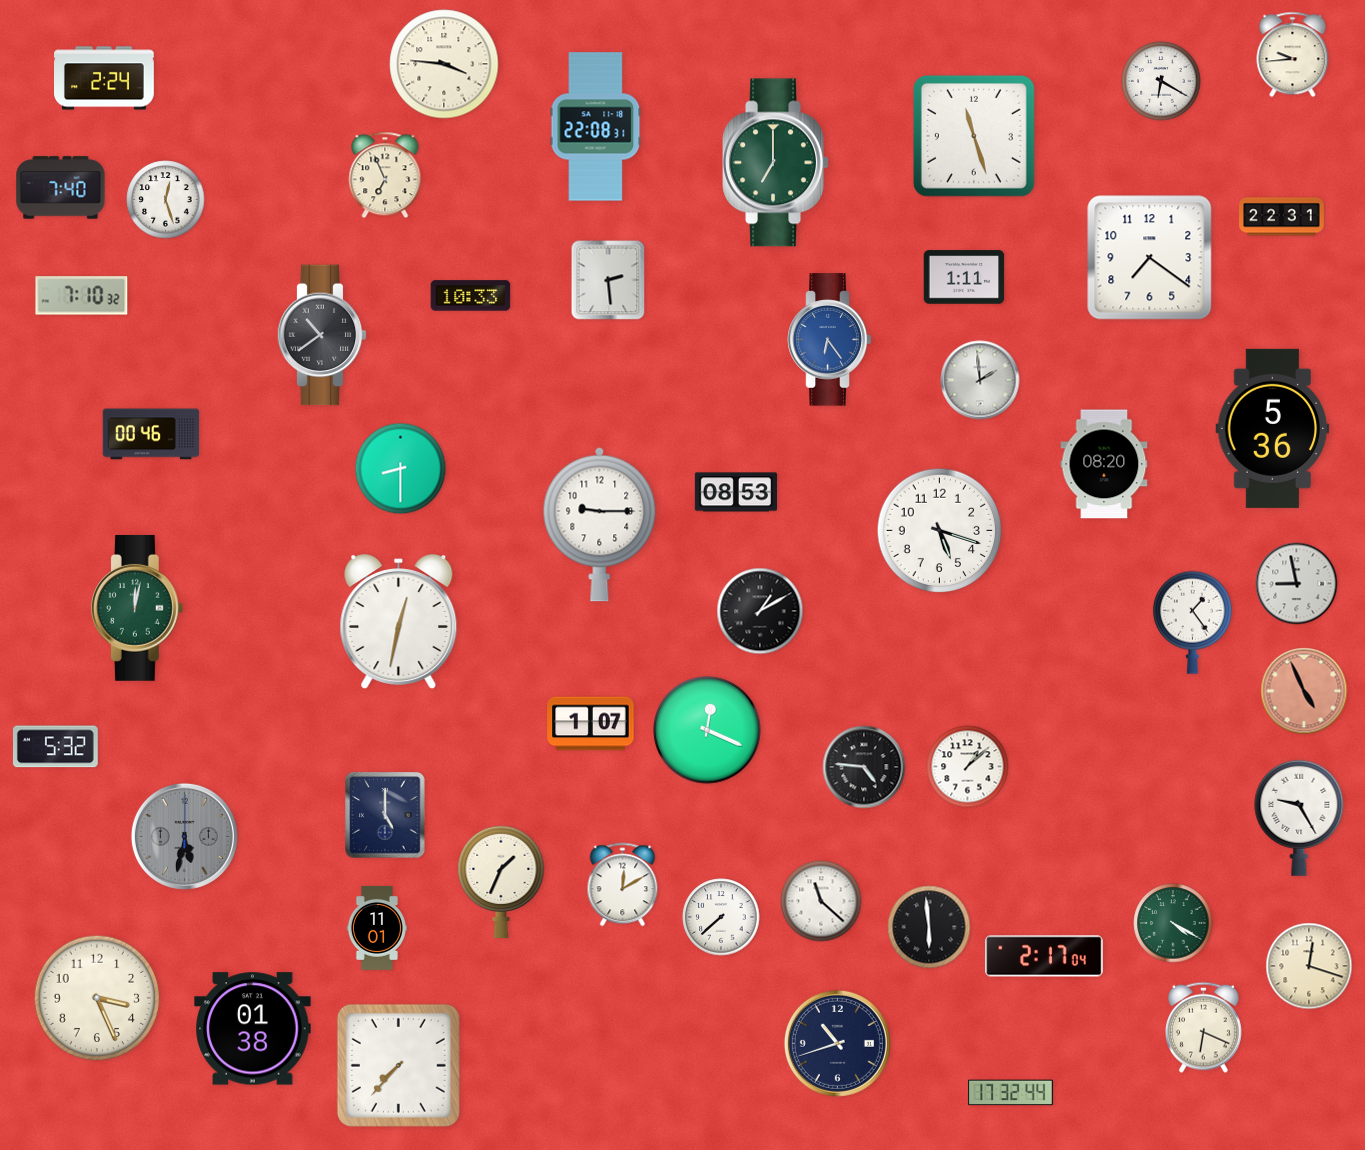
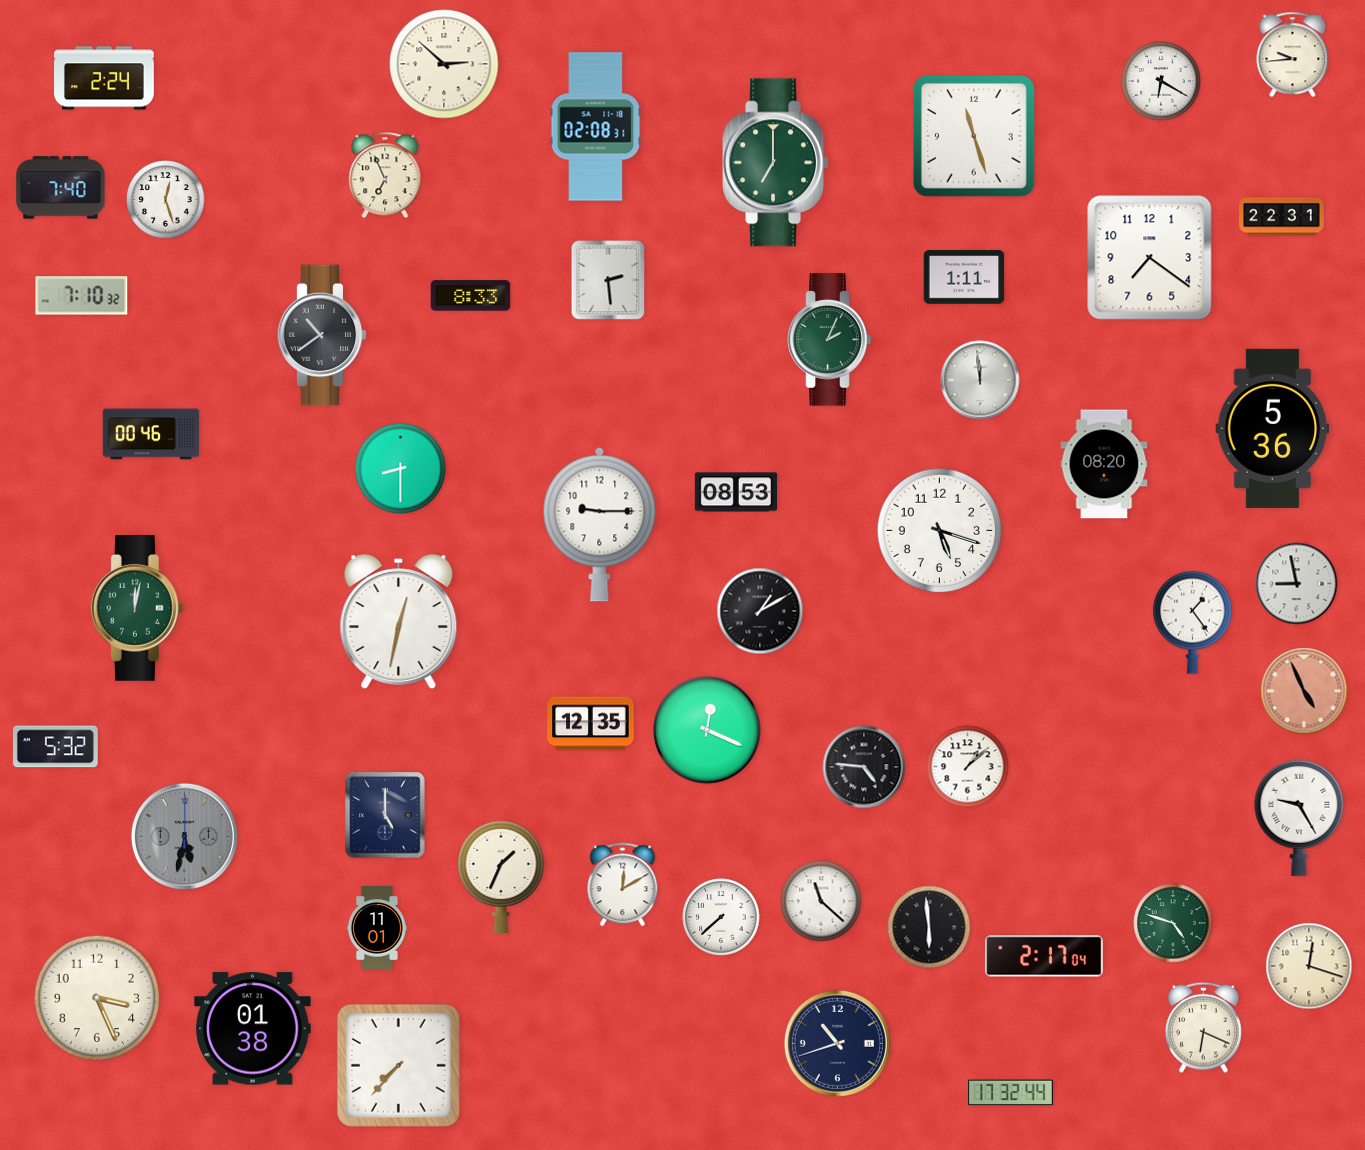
clock at (444, 64): 3:46 -> 2:52
clock at (596, 127): 22:08 -> 02:08
clock at (471, 296): 10:33 -> 8:33
clock at (830, 340): 6:24 -> 2:04
clock at (830, 340) dial: blue -> green
clock at (980, 380): 1:59 -> 11:59
clock at (591, 724): 1:07 -> 12:35
clock at (501, 881) position: (501, 881) -> (501, 876)
clock at (1173, 923): 4:20 -> 4:48
